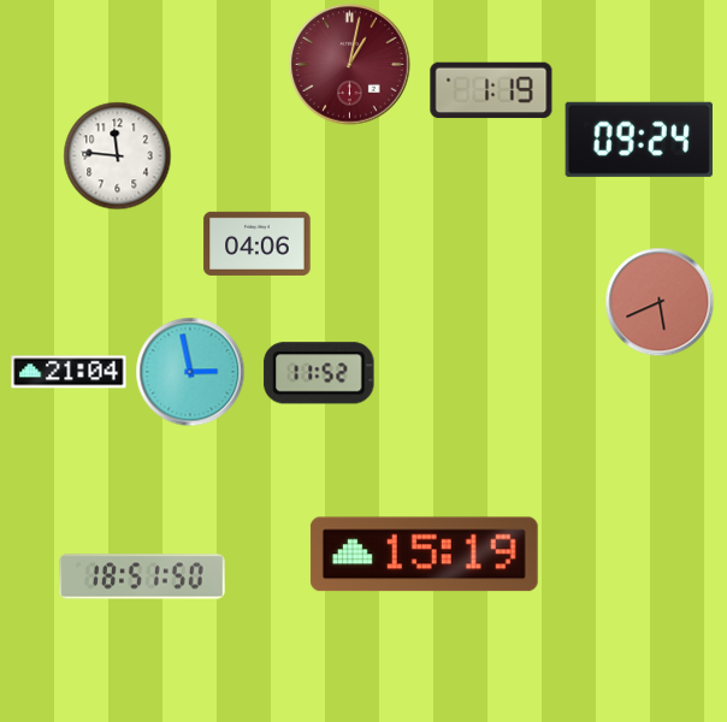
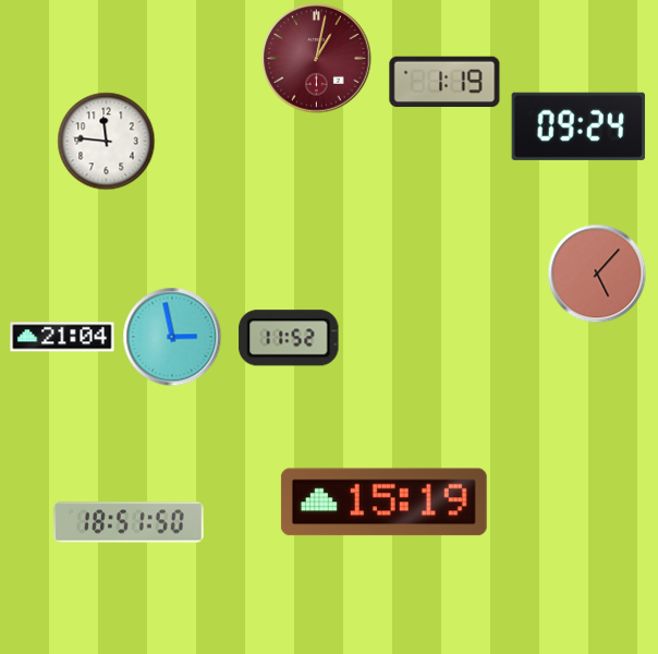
clock at (258, 243): 04:06 -> none
clock at (660, 302): 5:41 -> 5:07
